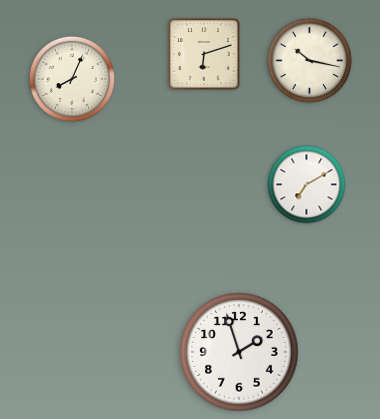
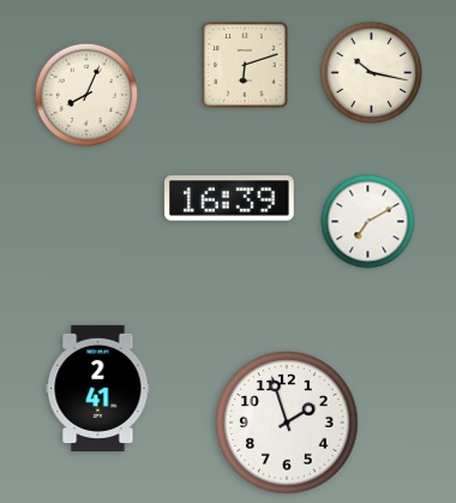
clock at (230, 198): none -> 16:39
clock at (98, 388): none -> 2:41
